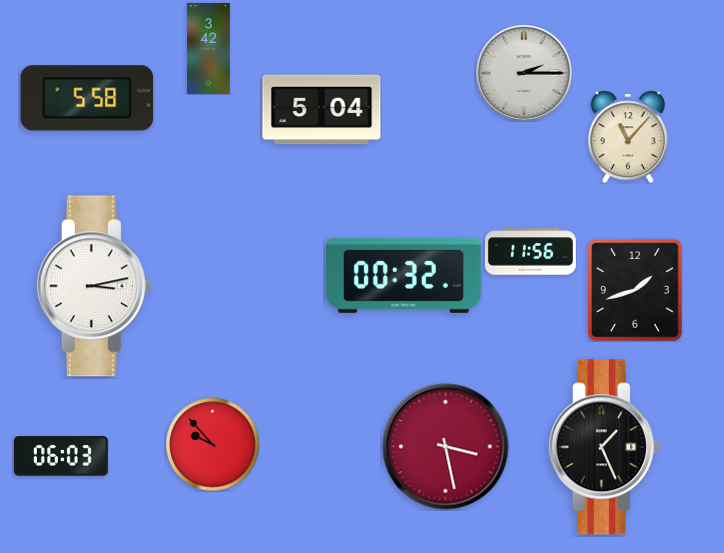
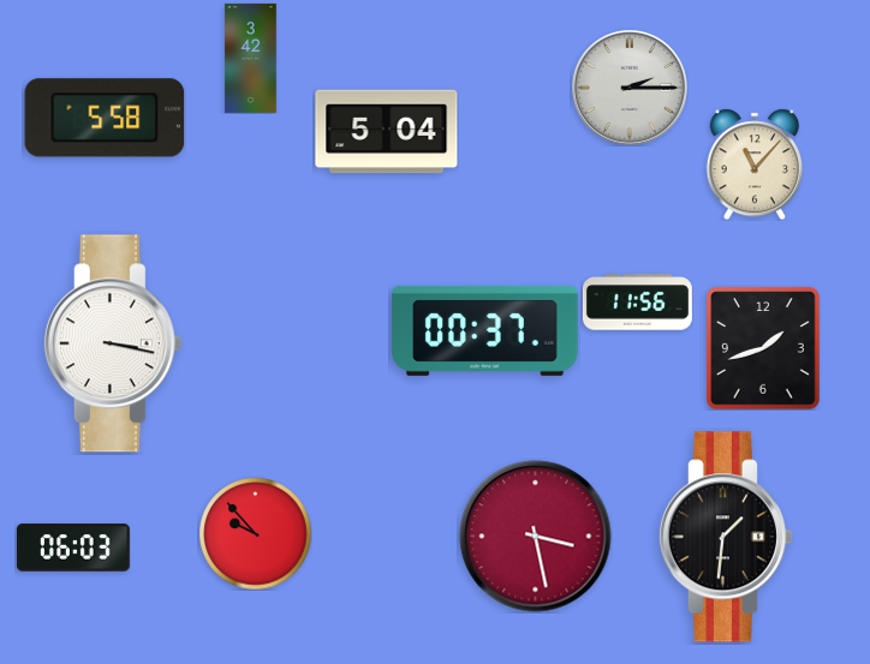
clock at (404, 275): 00:32 -> 00:37
clock at (94, 286): 3:13 -> 3:17
clock at (603, 447): 1:26 -> 1:31
